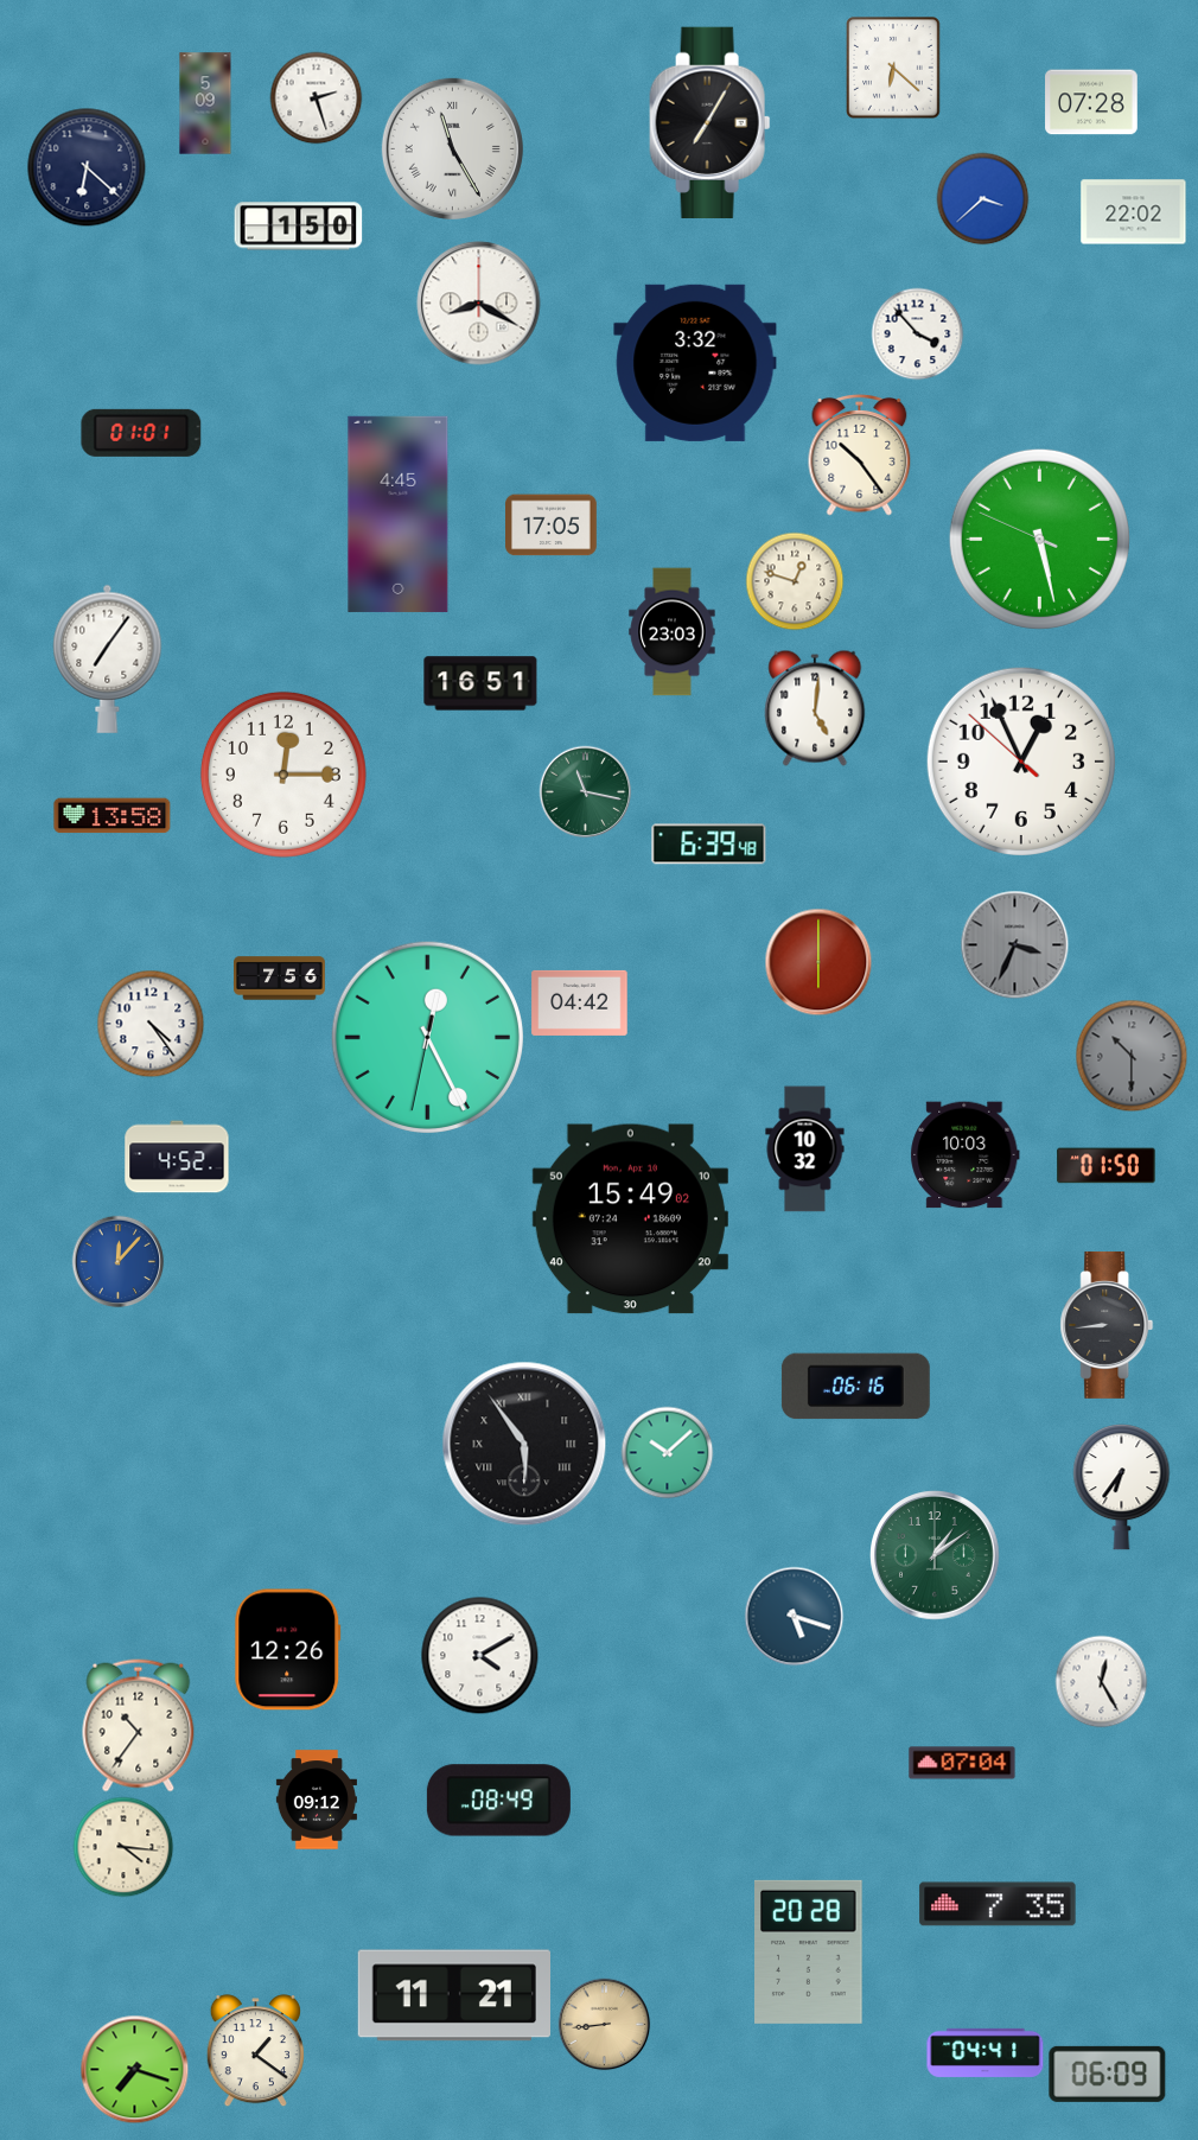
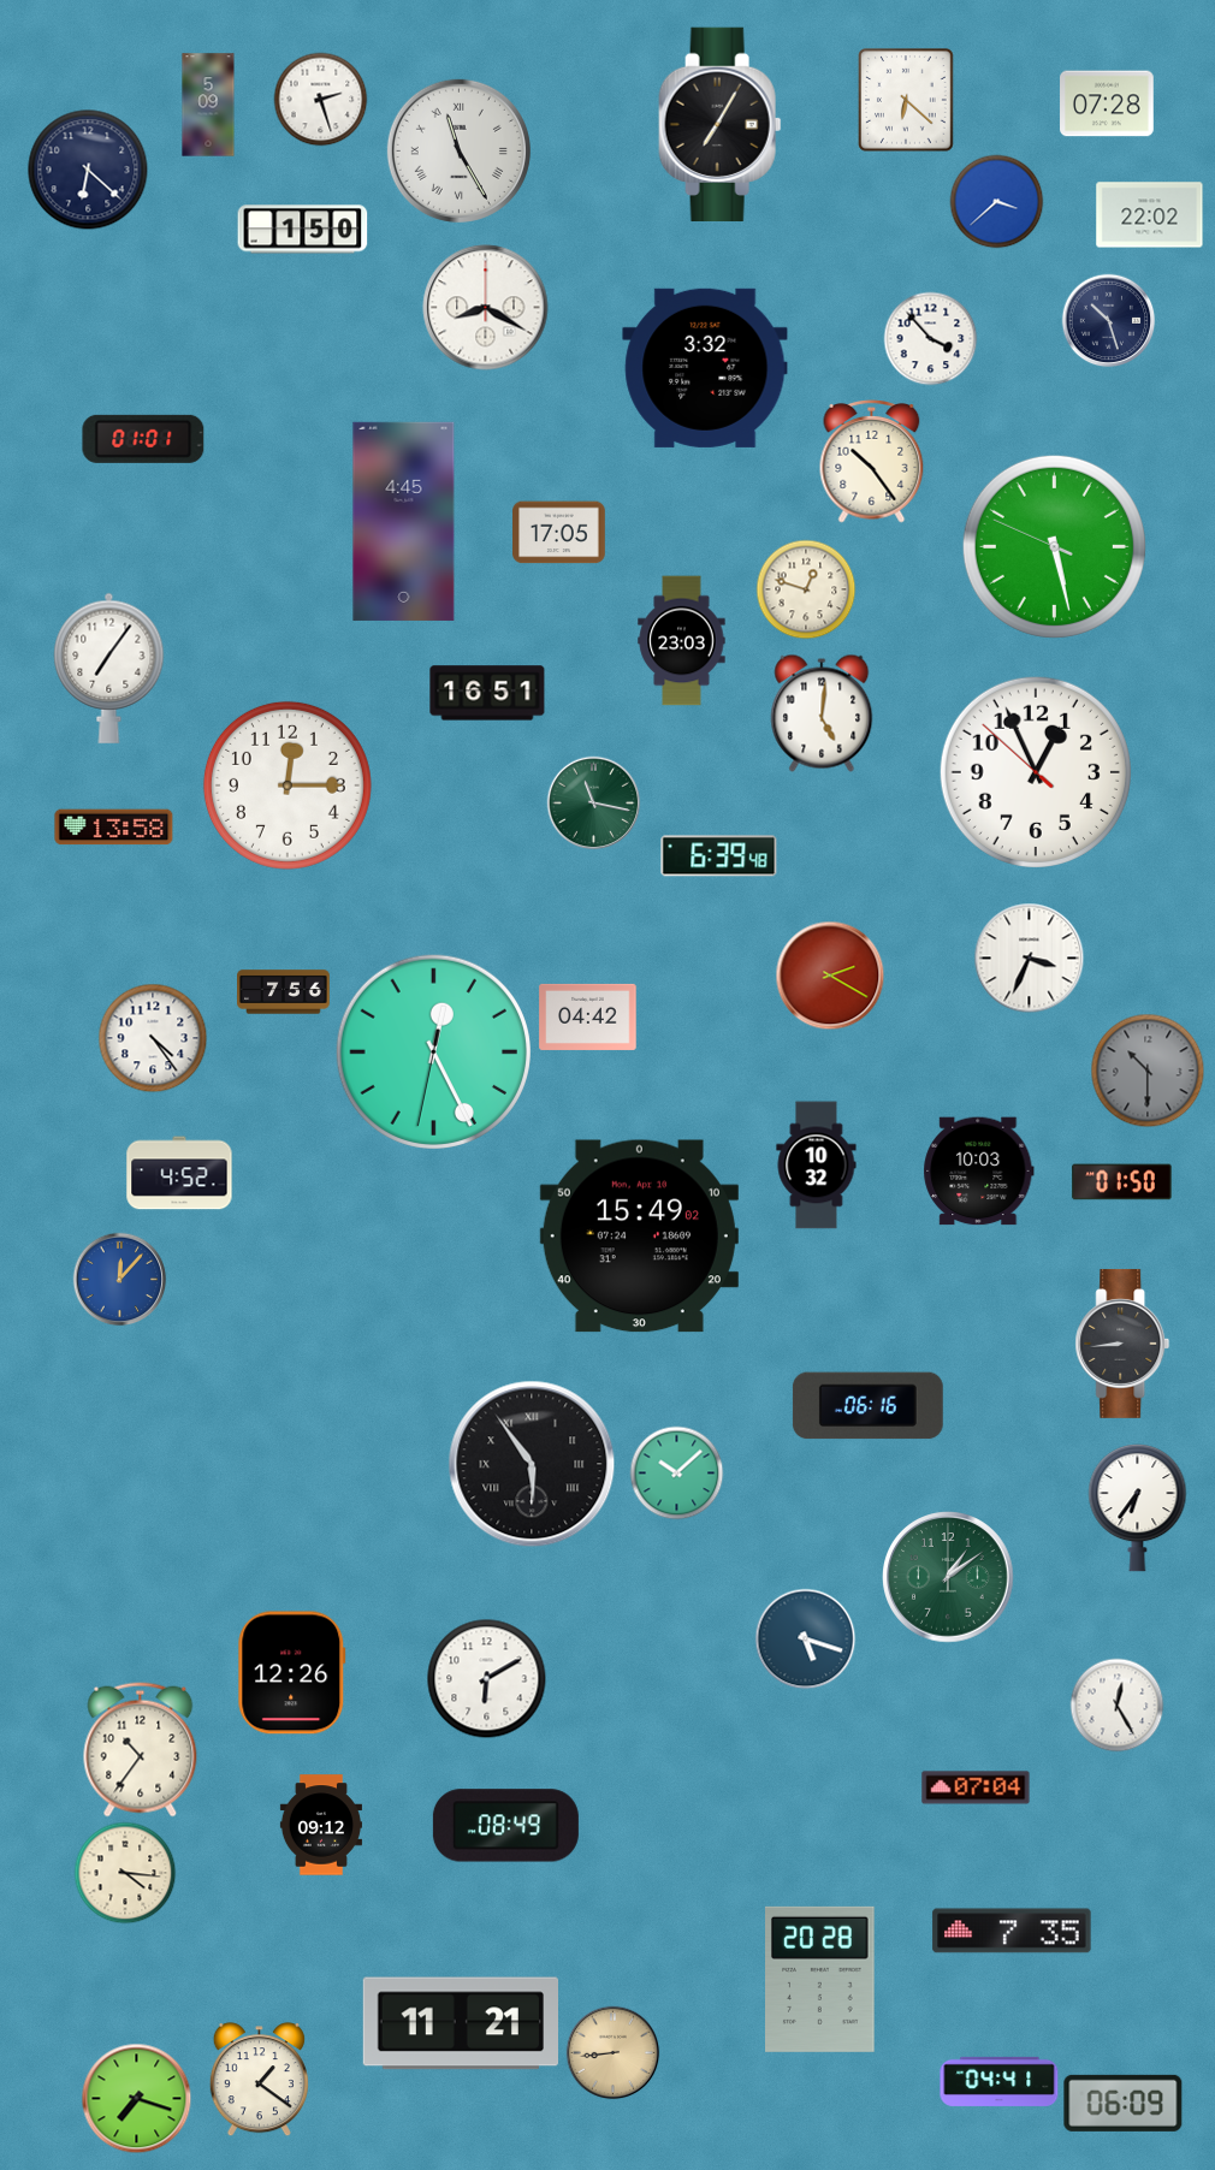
clock at (893, 68) position: (893, 68) -> (906, 100)
clock at (1108, 320): none -> 10:27
clock at (815, 708) position: (815, 708) -> (822, 713)
clock at (1014, 944) dial: grey -> white
clock at (818, 962): 6:00 -> 2:20
clock at (480, 1656): 4:10 -> 6:10
